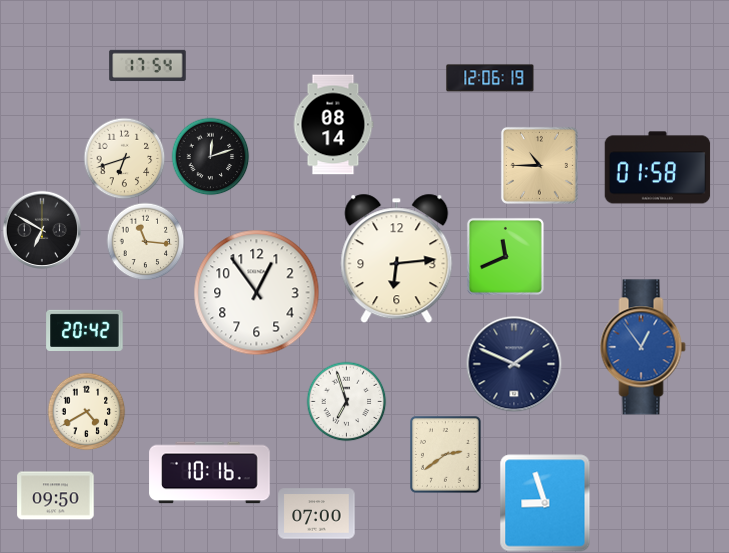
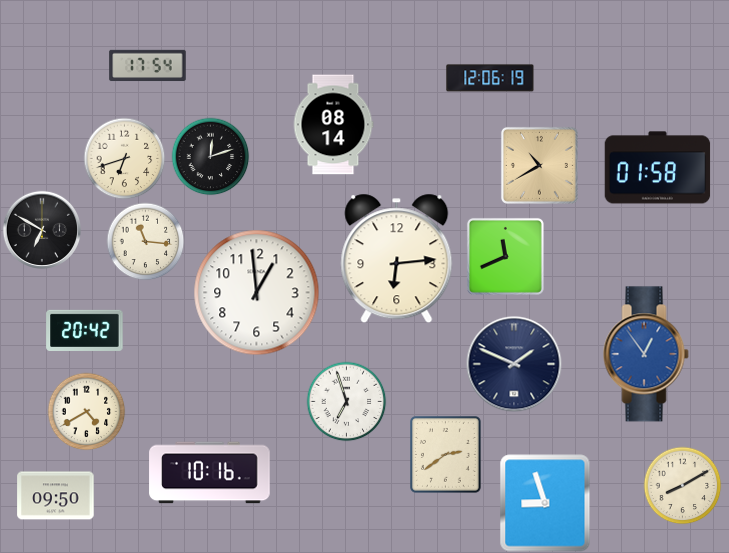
clock at (539, 165): 10:45 -> 10:40
clock at (257, 293): 12:54 -> 12:59
clock at (643, 347) position: (643, 347) -> (646, 354)
clock at (682, 485): none -> 8:10
clock at (317, 514): 07:00 -> none
